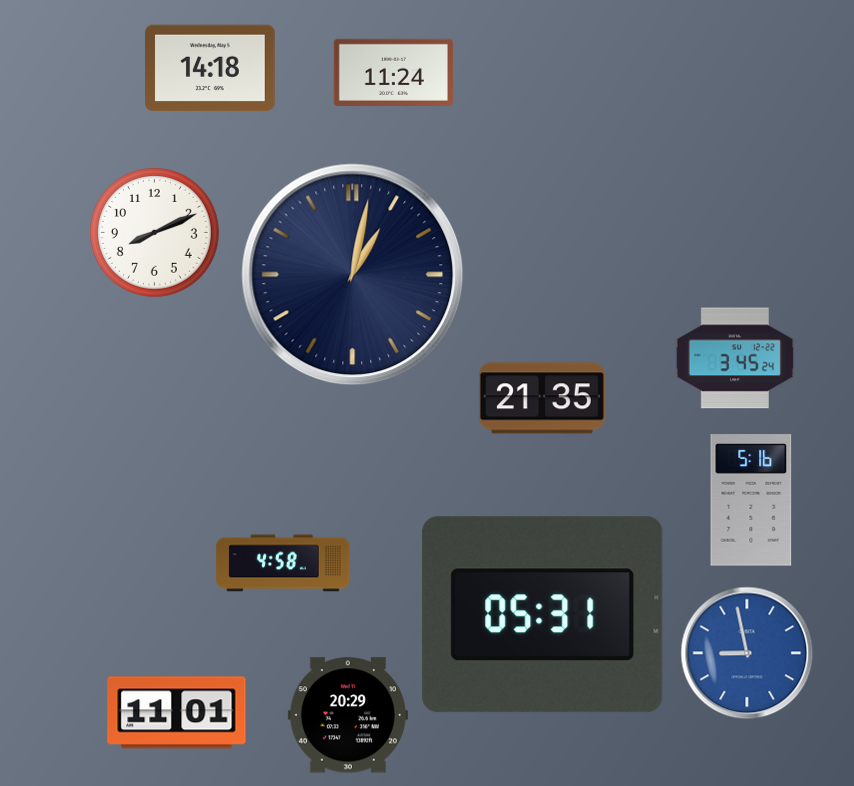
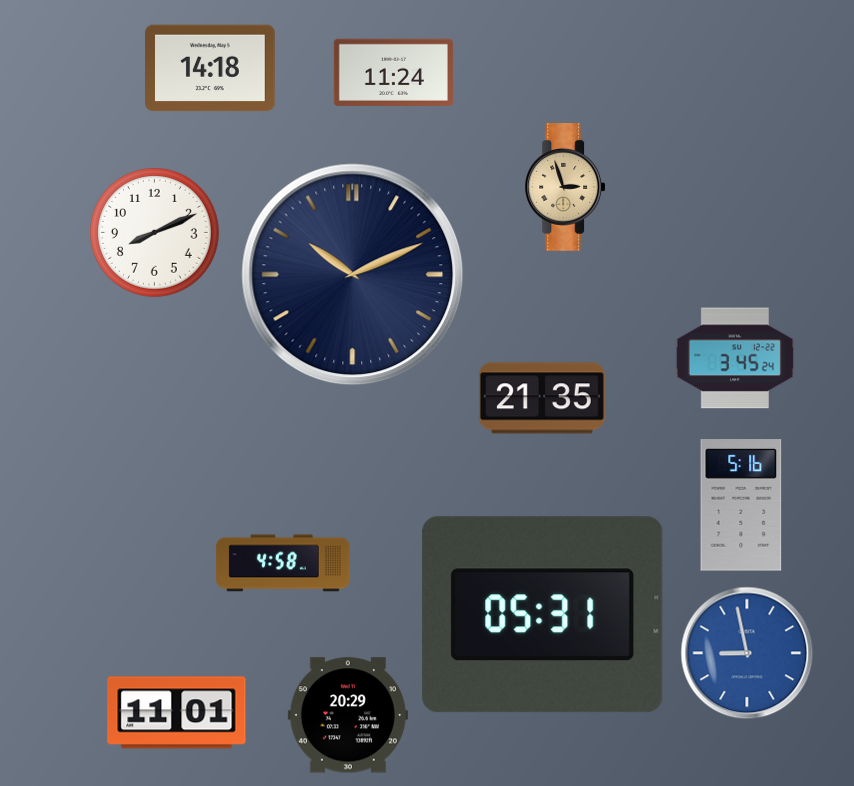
clock at (565, 188): none -> 2:57
clock at (353, 275): 1:02 -> 10:11
clock at (751, 500) position: (751, 500) -> (741, 505)
